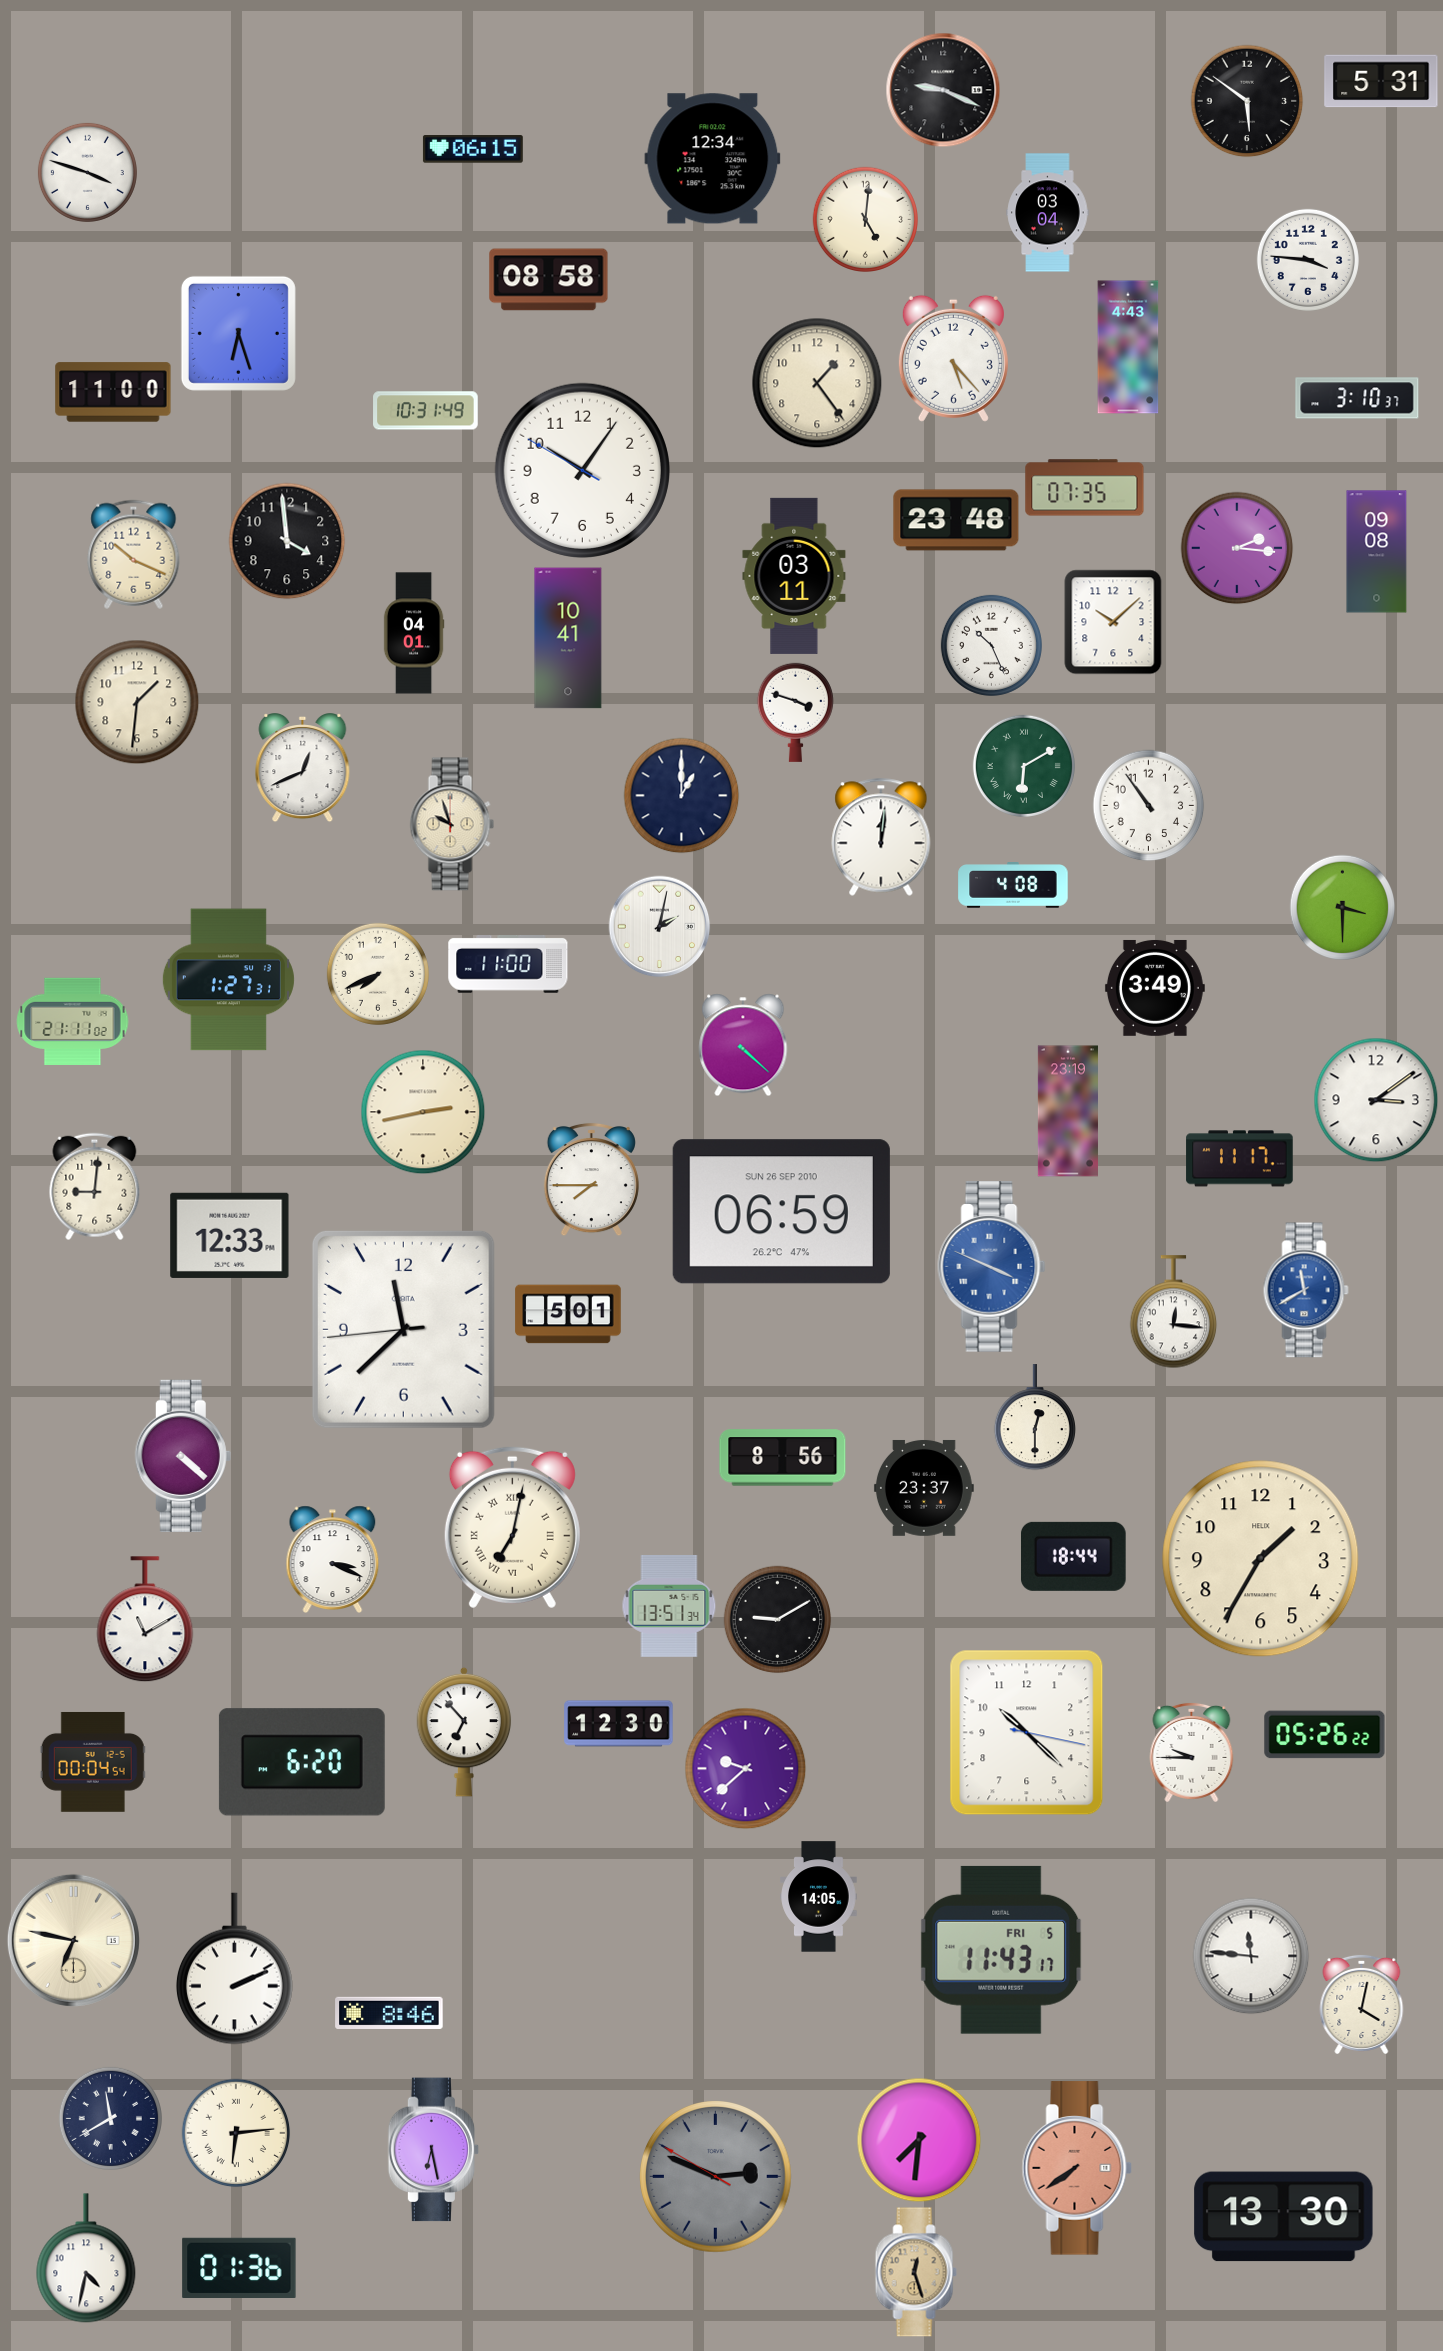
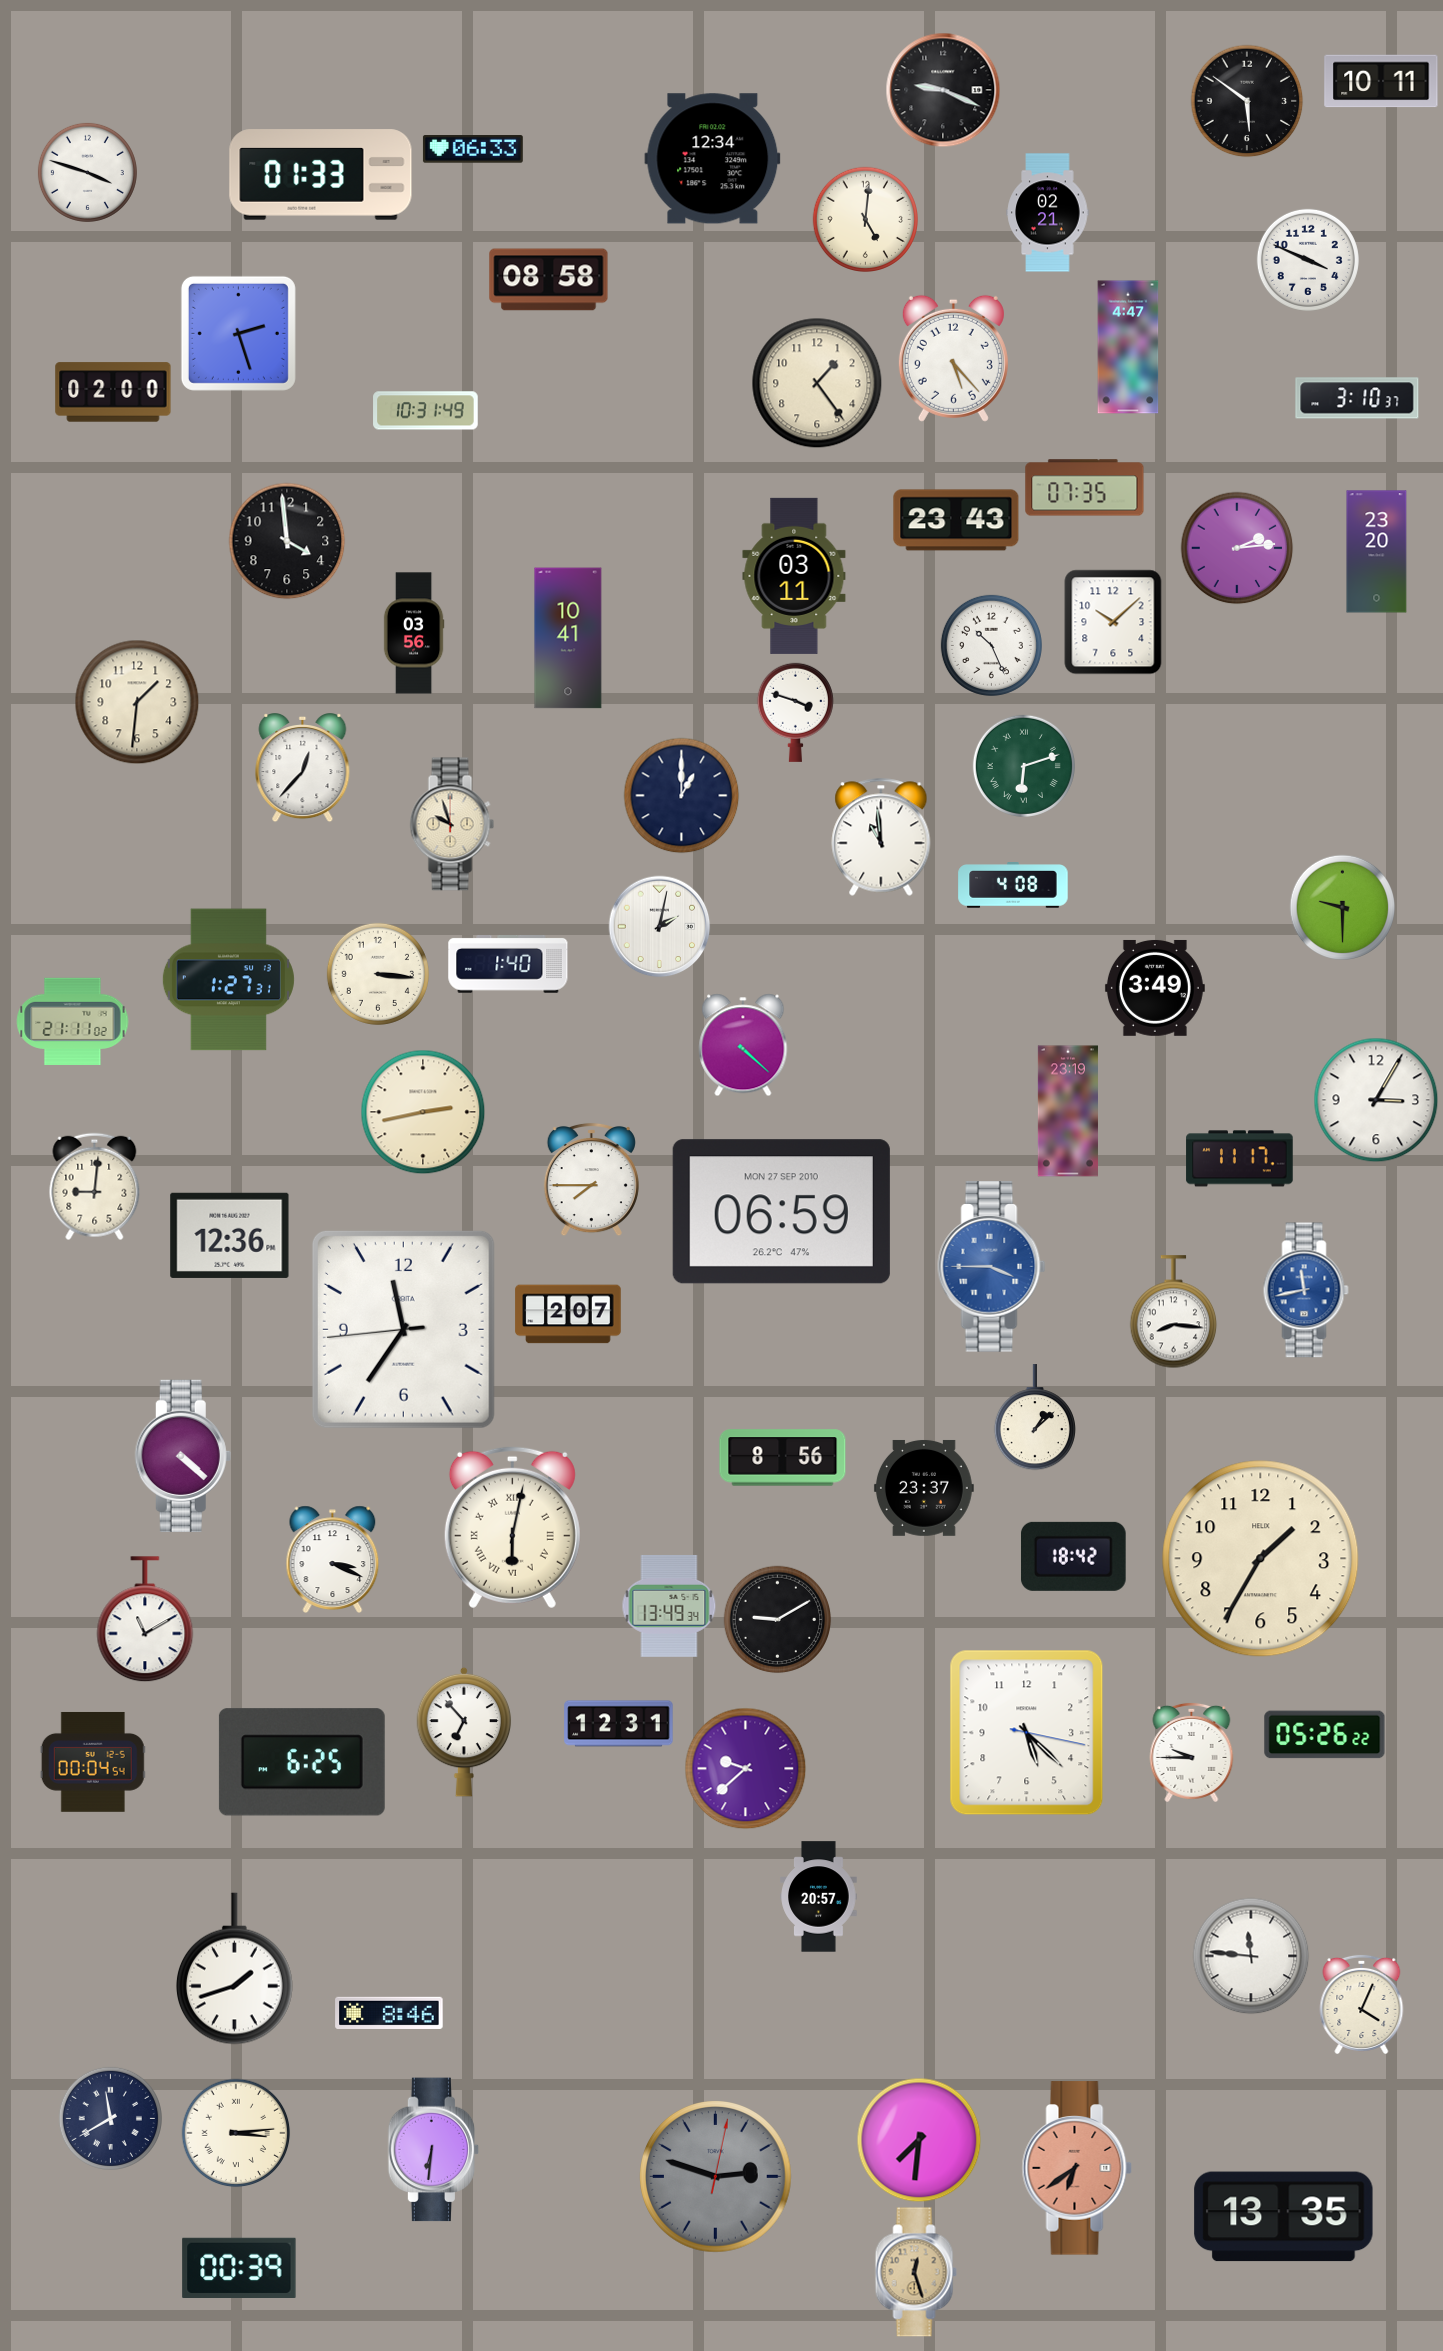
clock at (1381, 81): 5:31 -> 10:11
clock at (473, 149): 06:15 -> 06:33
clock at (321, 175): none -> 01:33
clock at (1048, 213): 03:04 -> 02:21
clock at (1308, 260): 3:46 -> 3:49
clock at (238, 333): 6:27 -> 2:27
clock at (1128, 347): 4:43 -> 4:47
clock at (113, 392): 11:00 -> 02:00
clock at (582, 470): 10:05 -> none
clock at (956, 520): 23:48 -> 23:43
clock at (1237, 548): 2:16 -> 2:14
clock at (1377, 552): 09:08 -> 23:20
clock at (134, 554): 10:19 -> none
clock at (414, 633): 04:01 -> 03:56
clock at (1024, 766): 6:10 -> 6:12
clock at (303, 768): 12:41 -> 12:37
clock at (1148, 805): 10:54 -> none
clock at (881, 837): 12:01 -> 10:59
clock at (1342, 907): 3:30 -> 9:30
clock at (508, 965): 11:00 -> 1:40
clock at (378, 974): 7:41 -> 3:16
clock at (1376, 1100): 3:09 -> 3:05
clock at (781, 1212) date: SUN 26 SEP 2010 -> MON 27 SEP 2010
clock at (230, 1235): 12:33 -> 12:36
clock at (992, 1267): 3:49 -> 3:45
clock at (1306, 1290): 11:40 -> 11:43
clock at (1174, 1312): 12:16 -> 8:16
clock at (568, 1314): 5:01 -> 2:07
clock at (403, 1329): 11:37 -> 11:35
clock at (1035, 1417): 12:30 -> 1:08
clock at (512, 1527): 7:02 -> 6:02
clock at (1073, 1556): 18:44 -> 18:42
clock at (669, 1606): 13:51 -> 13:49
clock at (619, 1724): 12:30 -> 12:31
clock at (1027, 1733): 10:22 -> 5:22
clock at (302, 1762): 6:20 -> 6:25
clock at (819, 1897): 14:05 -> 20:57
clock at (73, 1940): 6:47 -> none
clock at (1001, 1950): 11:43 -> none
clock at (234, 1969): 2:11 -> 1:42
clock at (1362, 2004): 4:02 -> 4:04
clock at (236, 2133): 6:14 -> 3:14
clock at (434, 2150): 6:28 -> 6:31
clock at (1077, 2168): 7:39 -> 6:39
clock at (716, 2177): 2:48:50 -> 2:48:02
clock at (1284, 2217): 13:30 -> 13:35
clock at (86, 2258): 4:32 -> none
clock at (239, 2267): 01:36 -> 00:39
